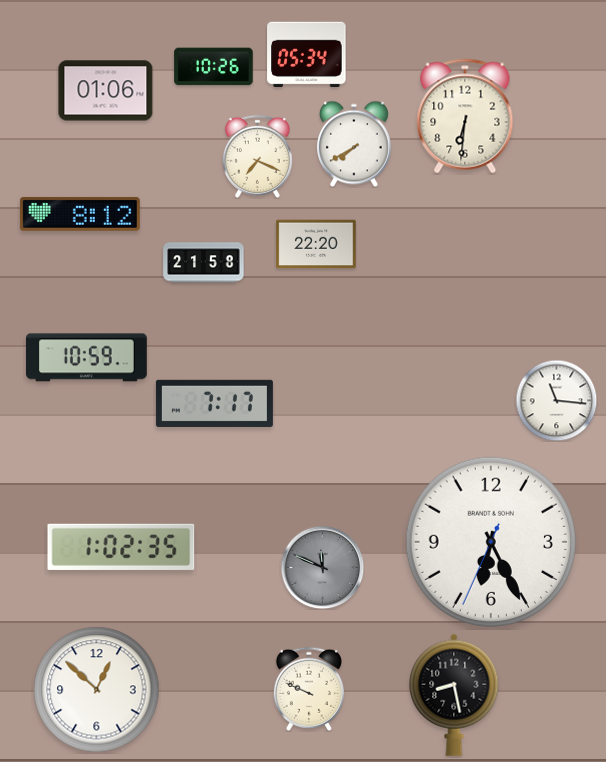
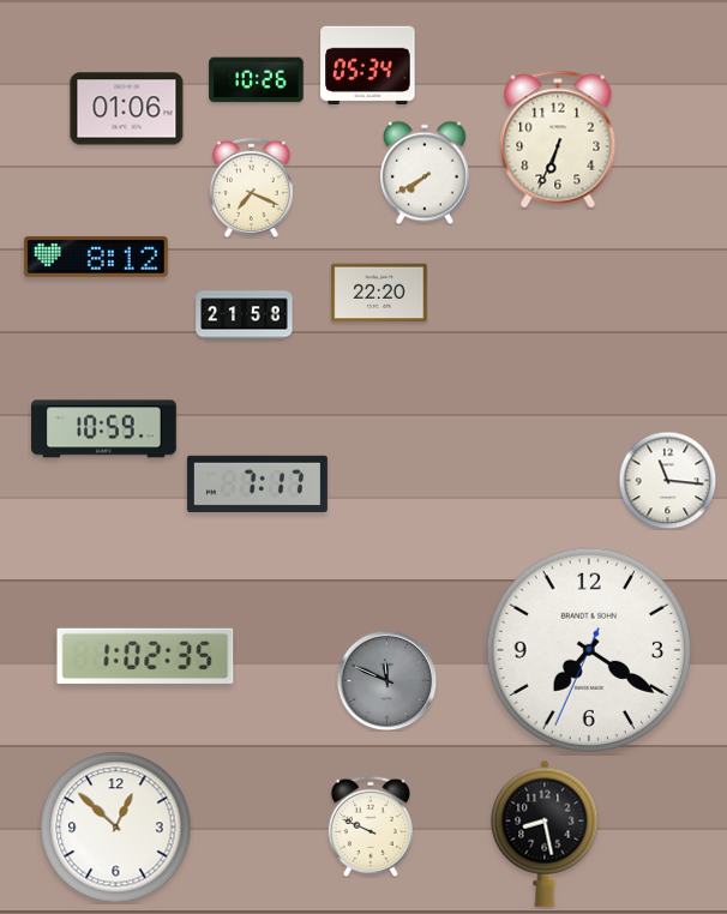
clock at (465, 116): 6:31 -> 6:34
clock at (257, 156) position: (257, 156) -> (251, 187)
clock at (491, 542): 6:25 -> 7:20
